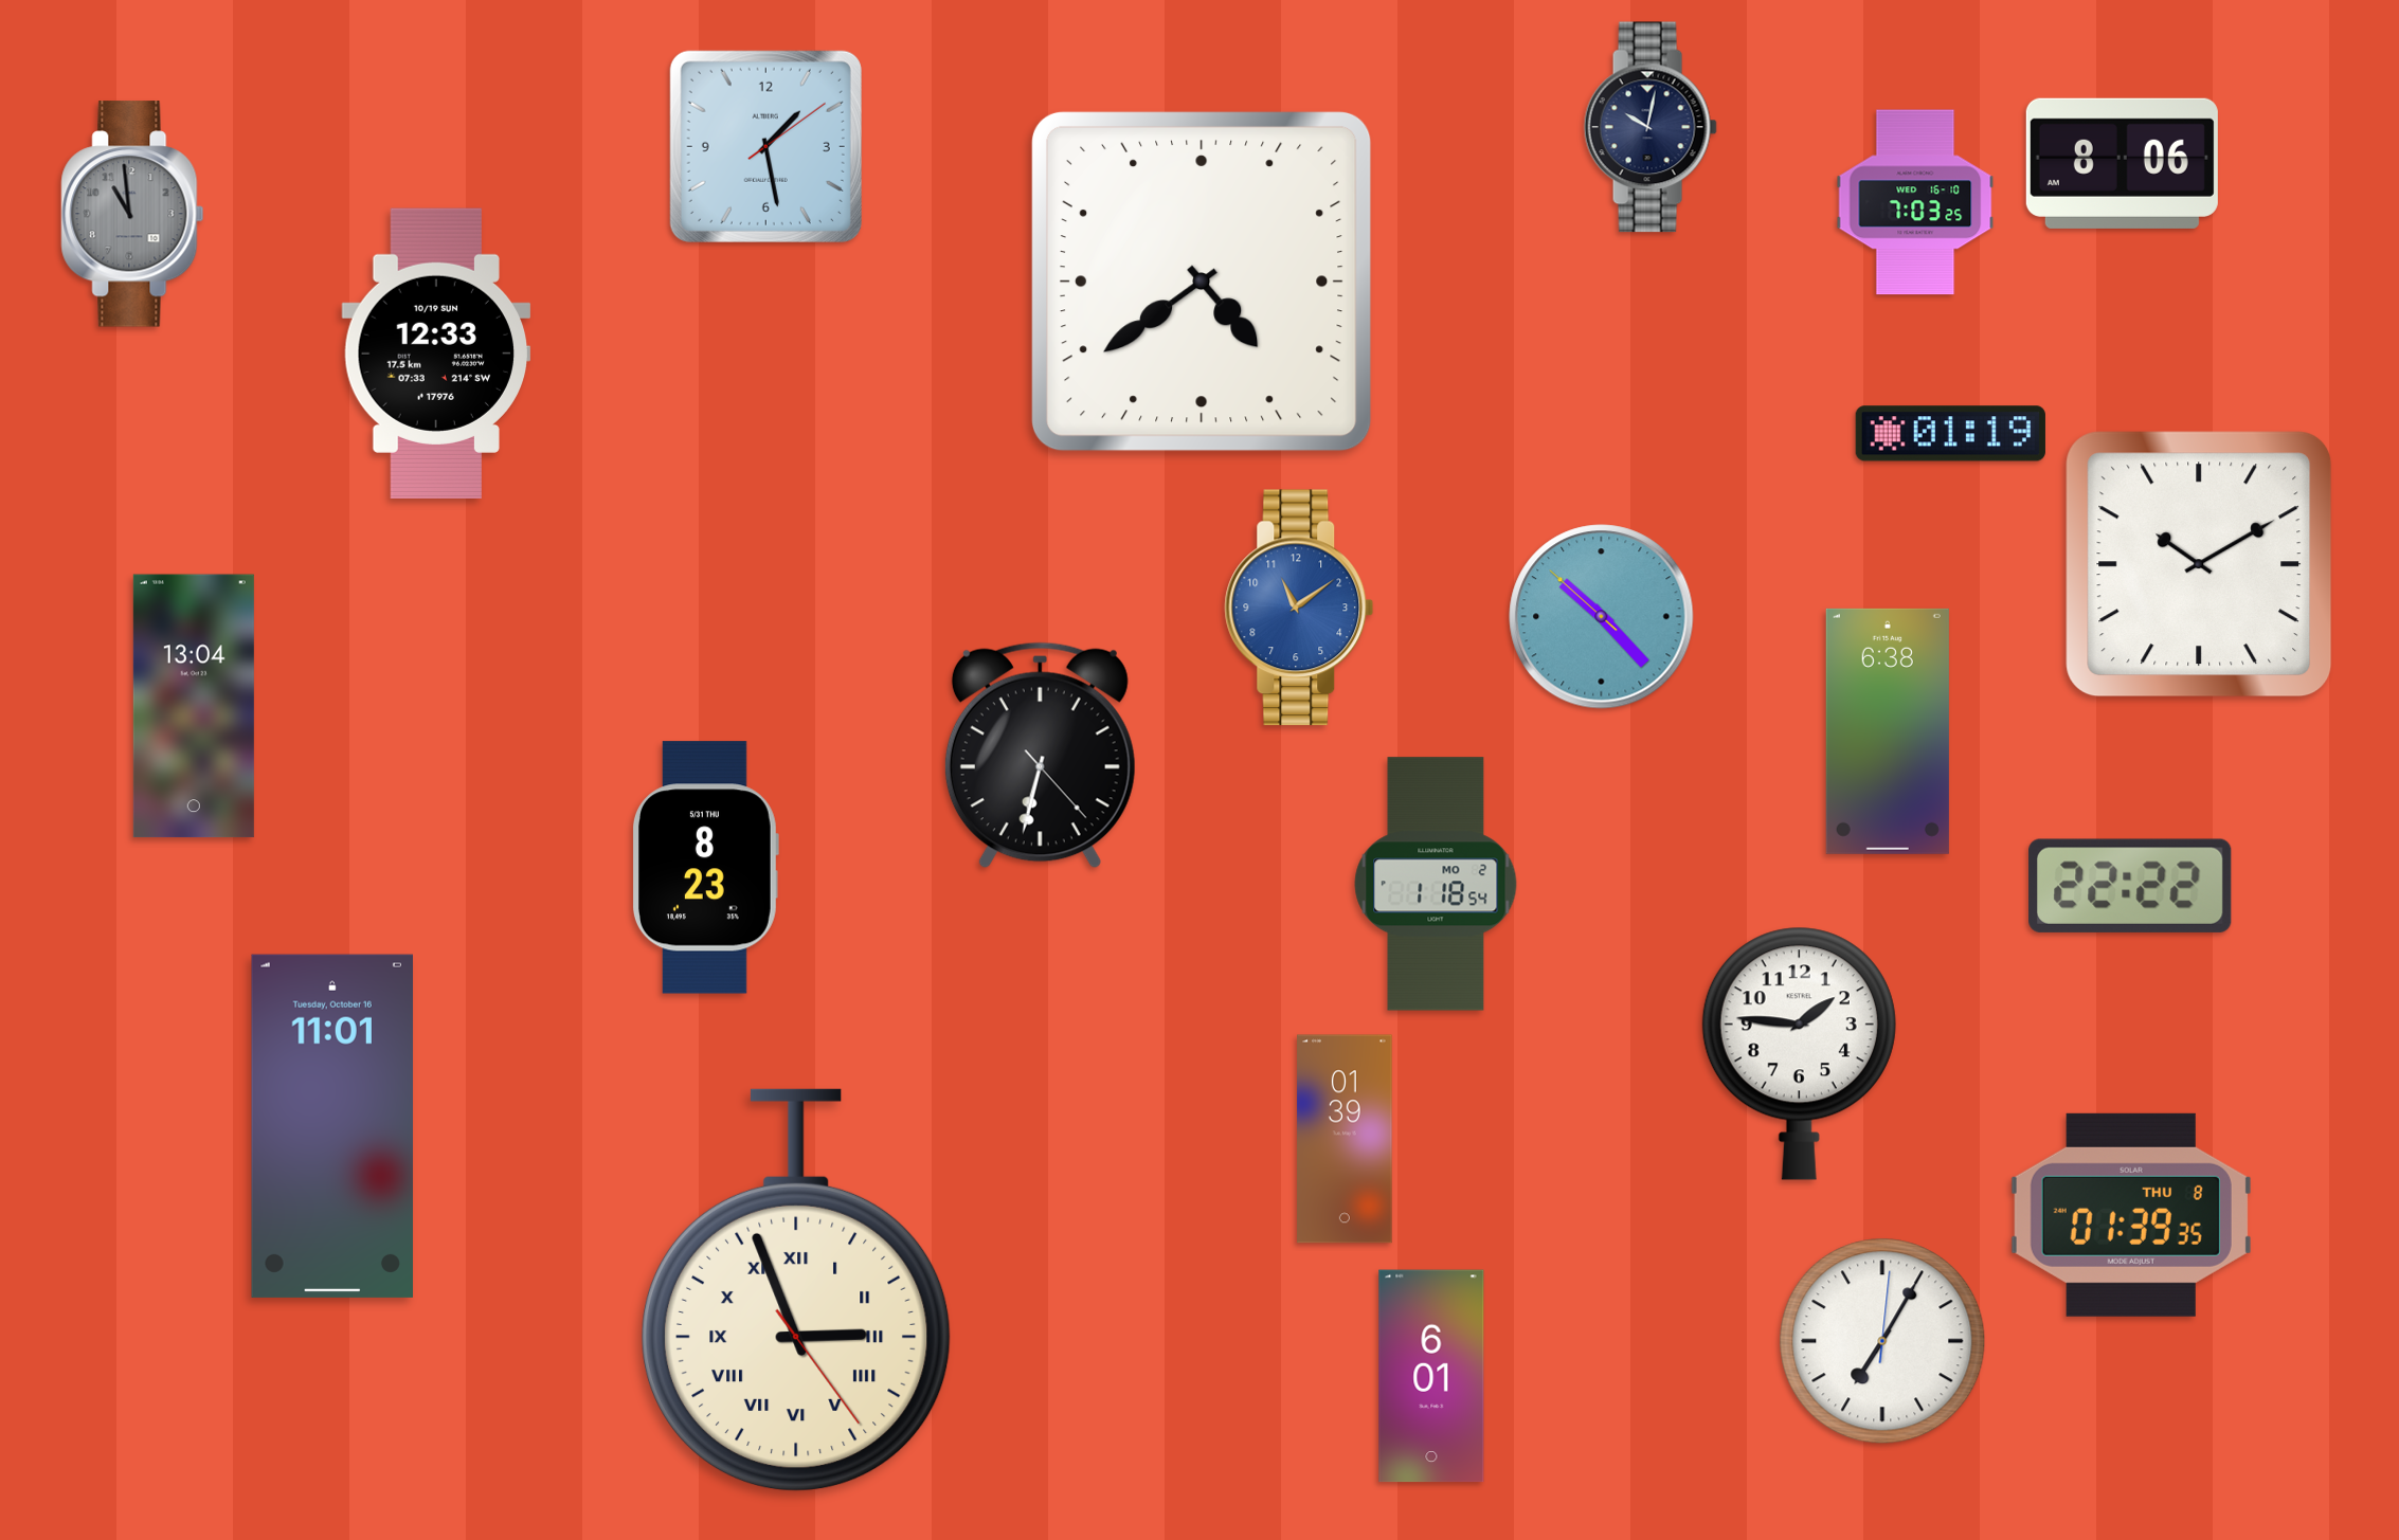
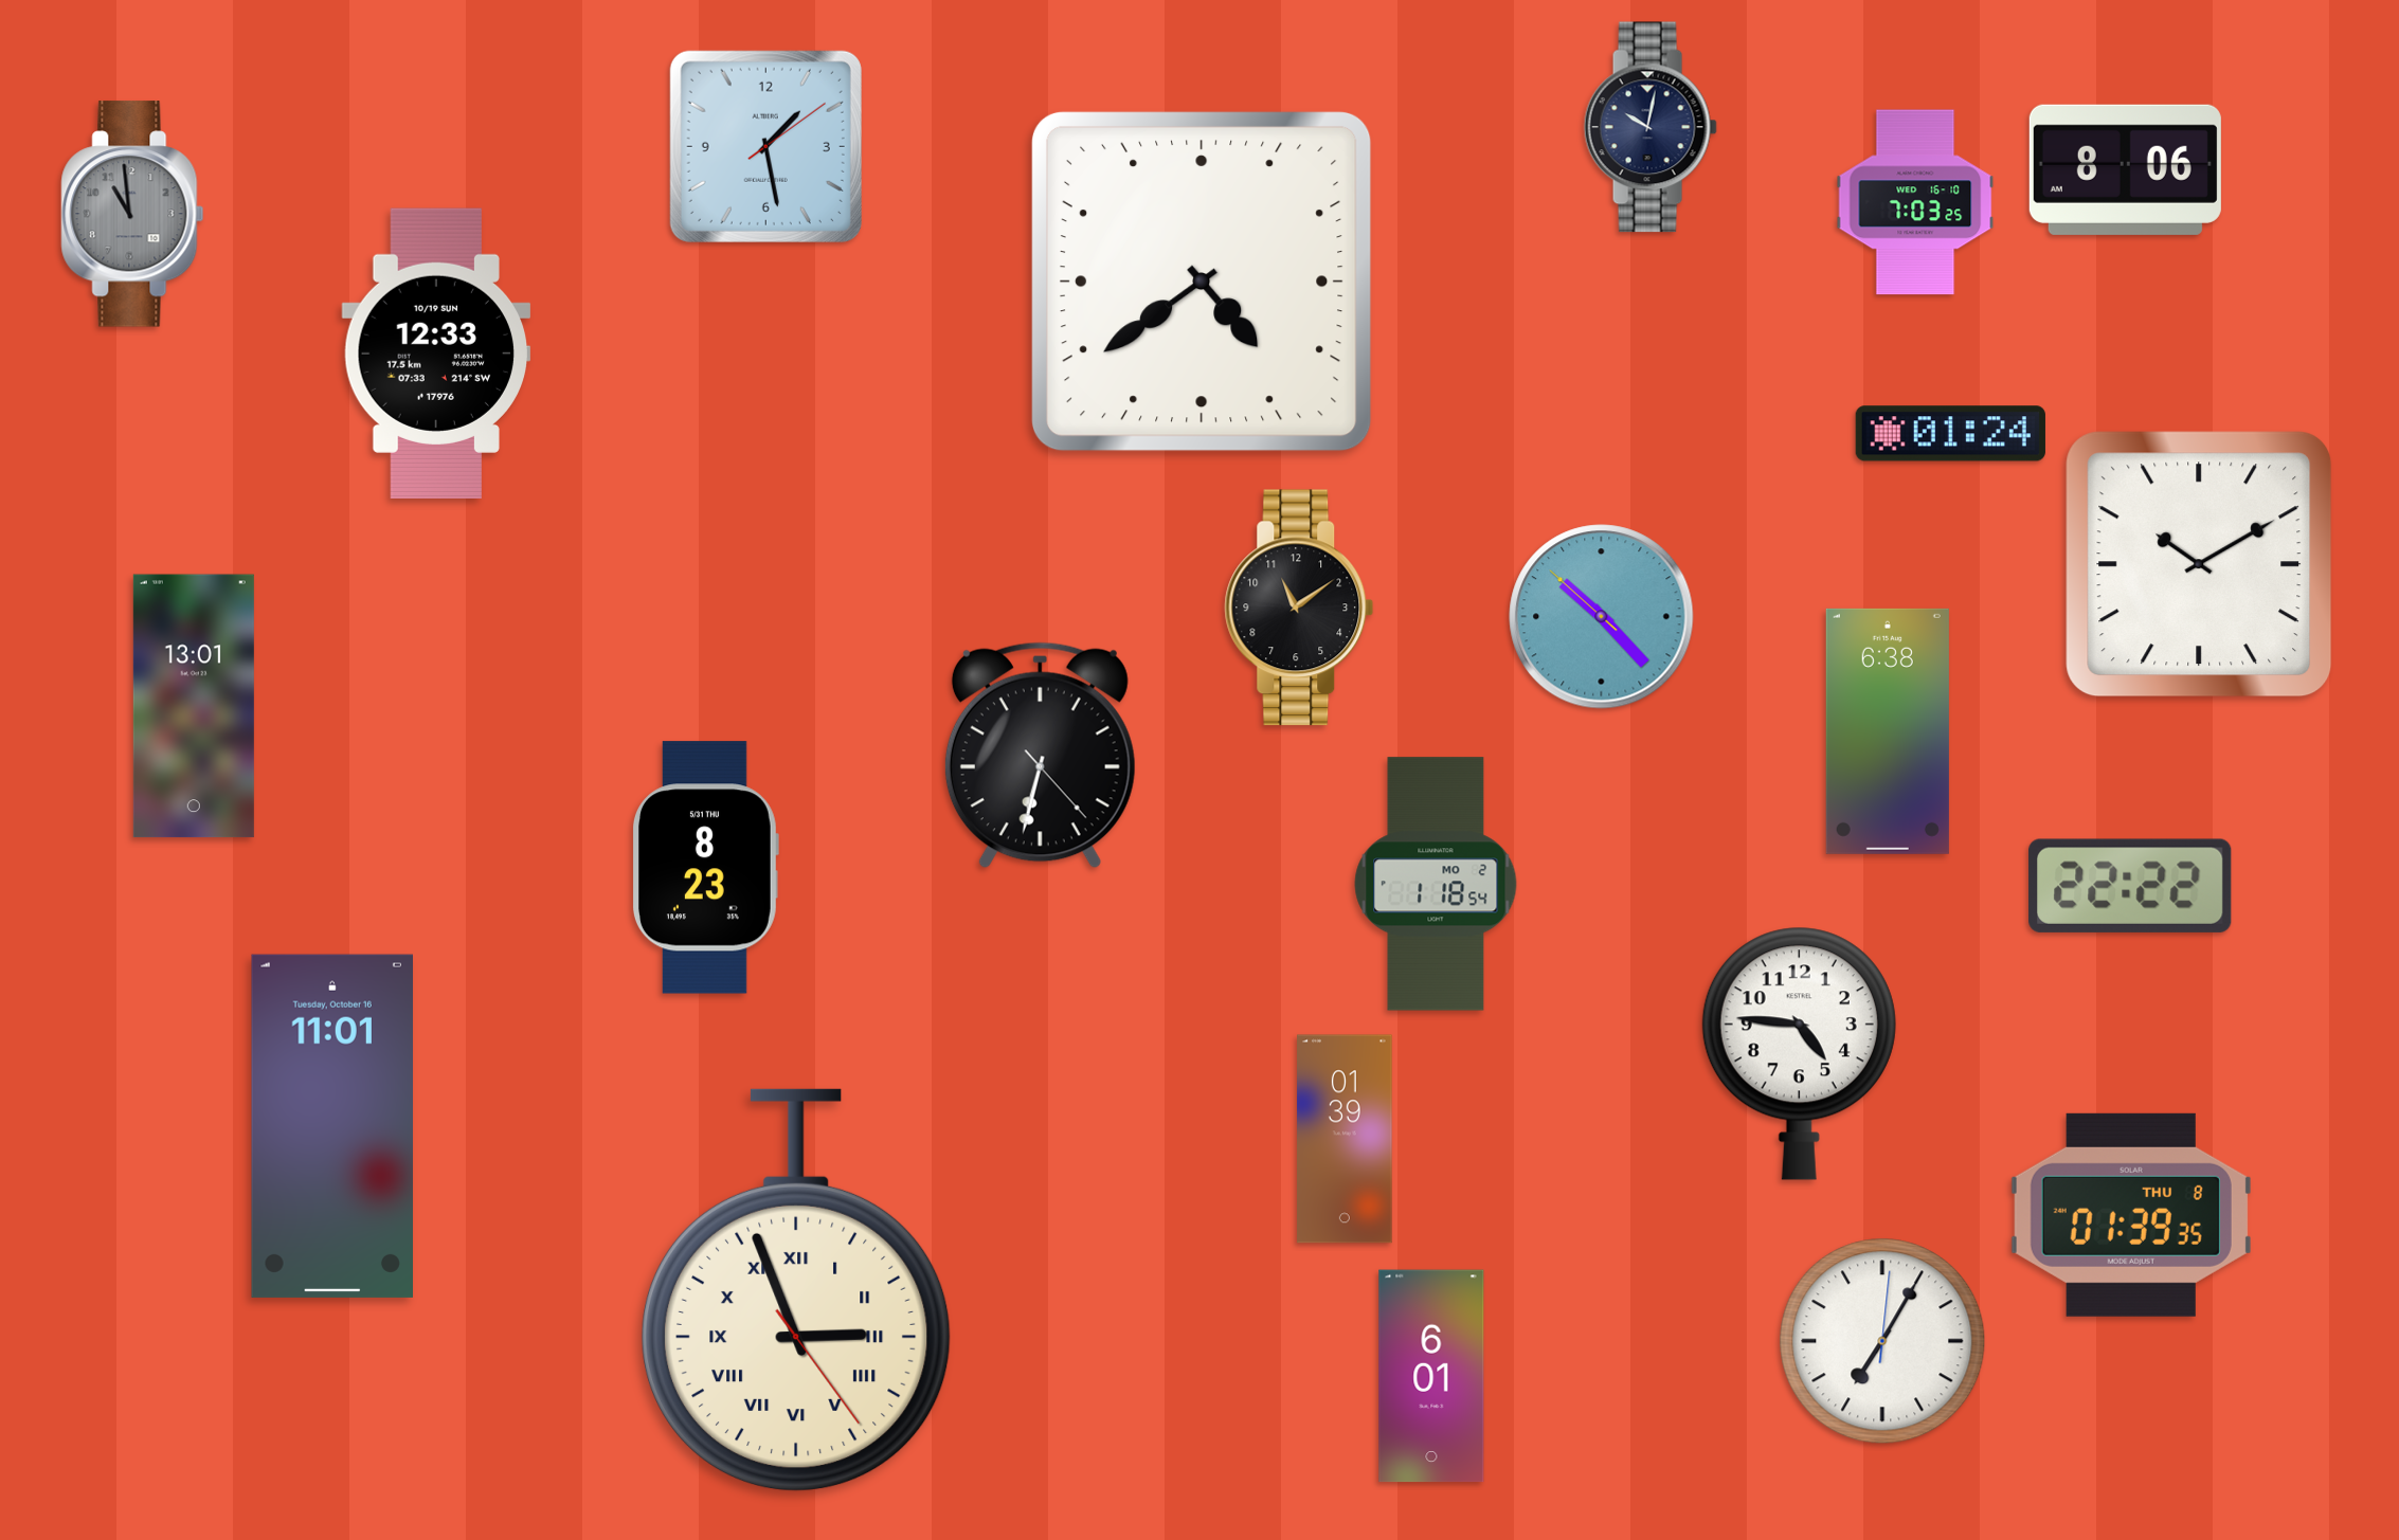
clock at (2122, 163) position: (2122, 163) -> (2125, 169)
clock at (1950, 434): 01:19 -> 01:24
clock at (1299, 608) dial: blue -> black
clock at (194, 706): 13:04 -> 13:01
clock at (1799, 1053): 1:46 -> 4:46
